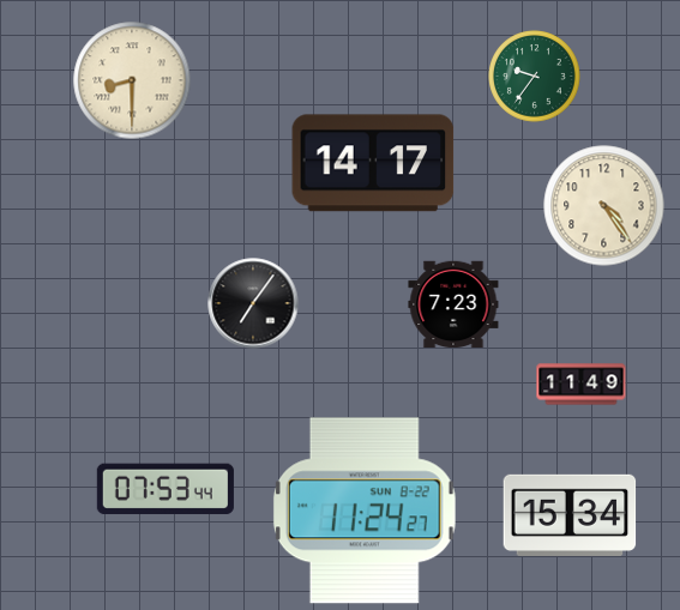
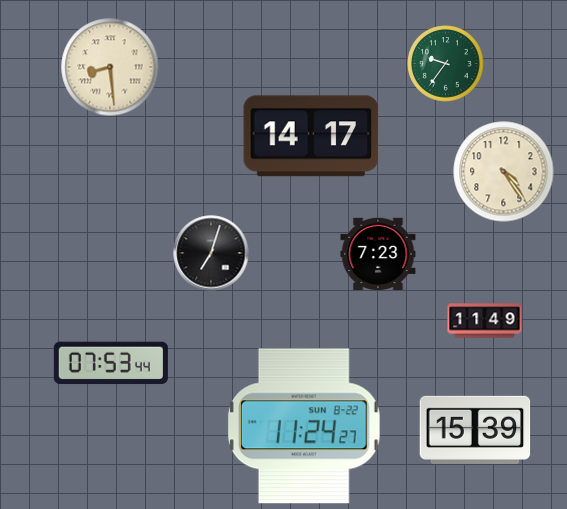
clock at (132, 80): 8:30 -> 8:29
clock at (253, 303): 7:06 -> 7:03
clock at (166, 489) position: (166, 489) -> (111, 363)
clock at (570, 515): 15:34 -> 15:39
